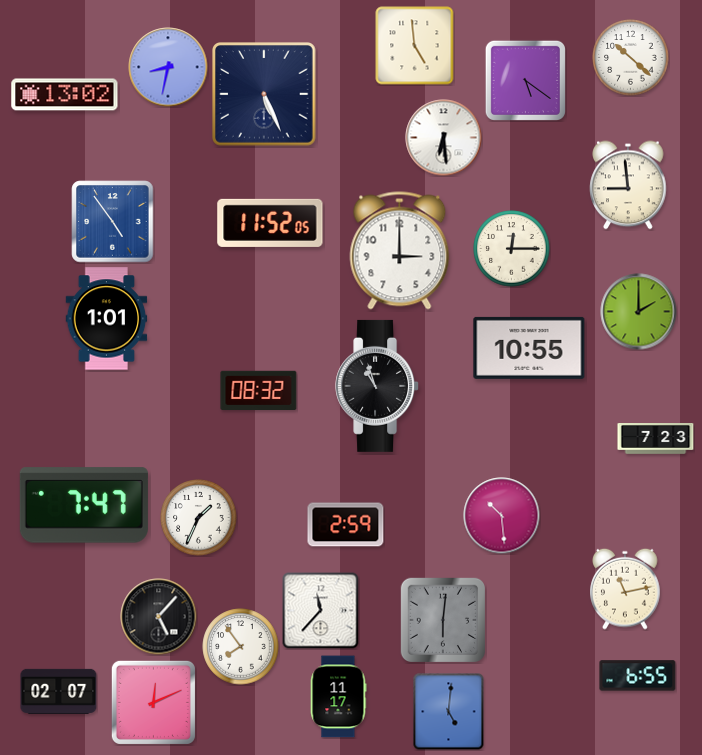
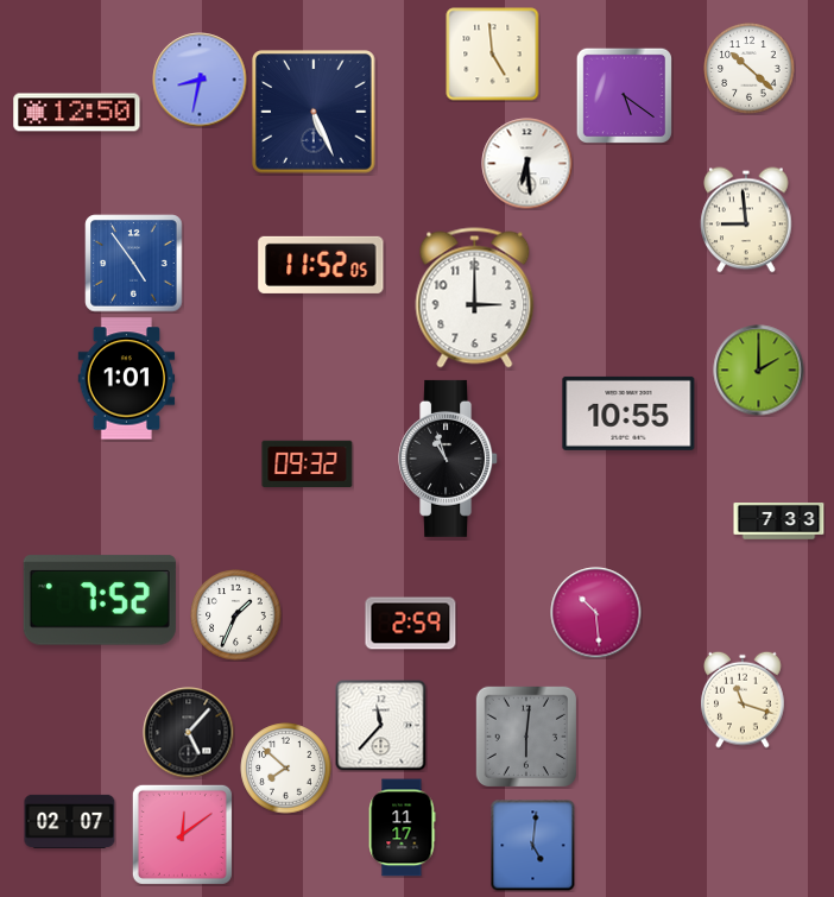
clock at (65, 95): 13:02 -> 12:50
clock at (512, 249): 12:15 -> none
clock at (259, 391): 08:32 -> 09:32
clock at (656, 439): 7:23 -> 7:33
clock at (84, 505): 7:47 -> 7:52
clock at (625, 589): 11:13 -> 11:18
clock at (241, 647): 7:54 -> 7:52
clock at (638, 676): 6:55 -> none
clock at (153, 702): 12:11 -> 12:09
